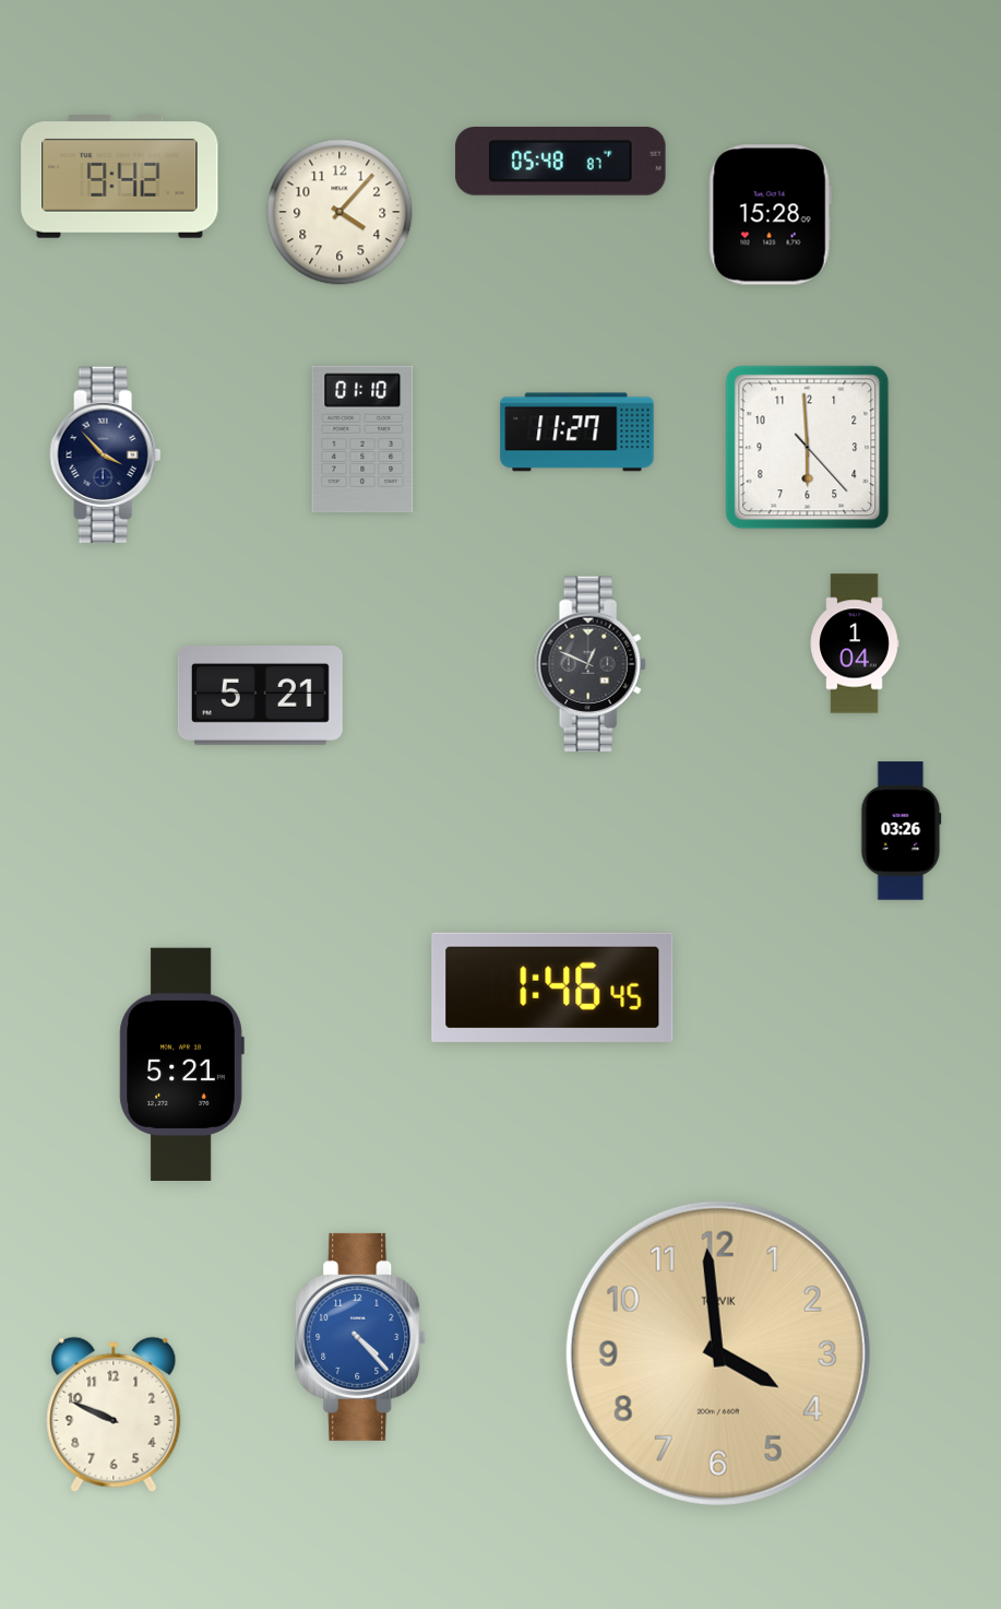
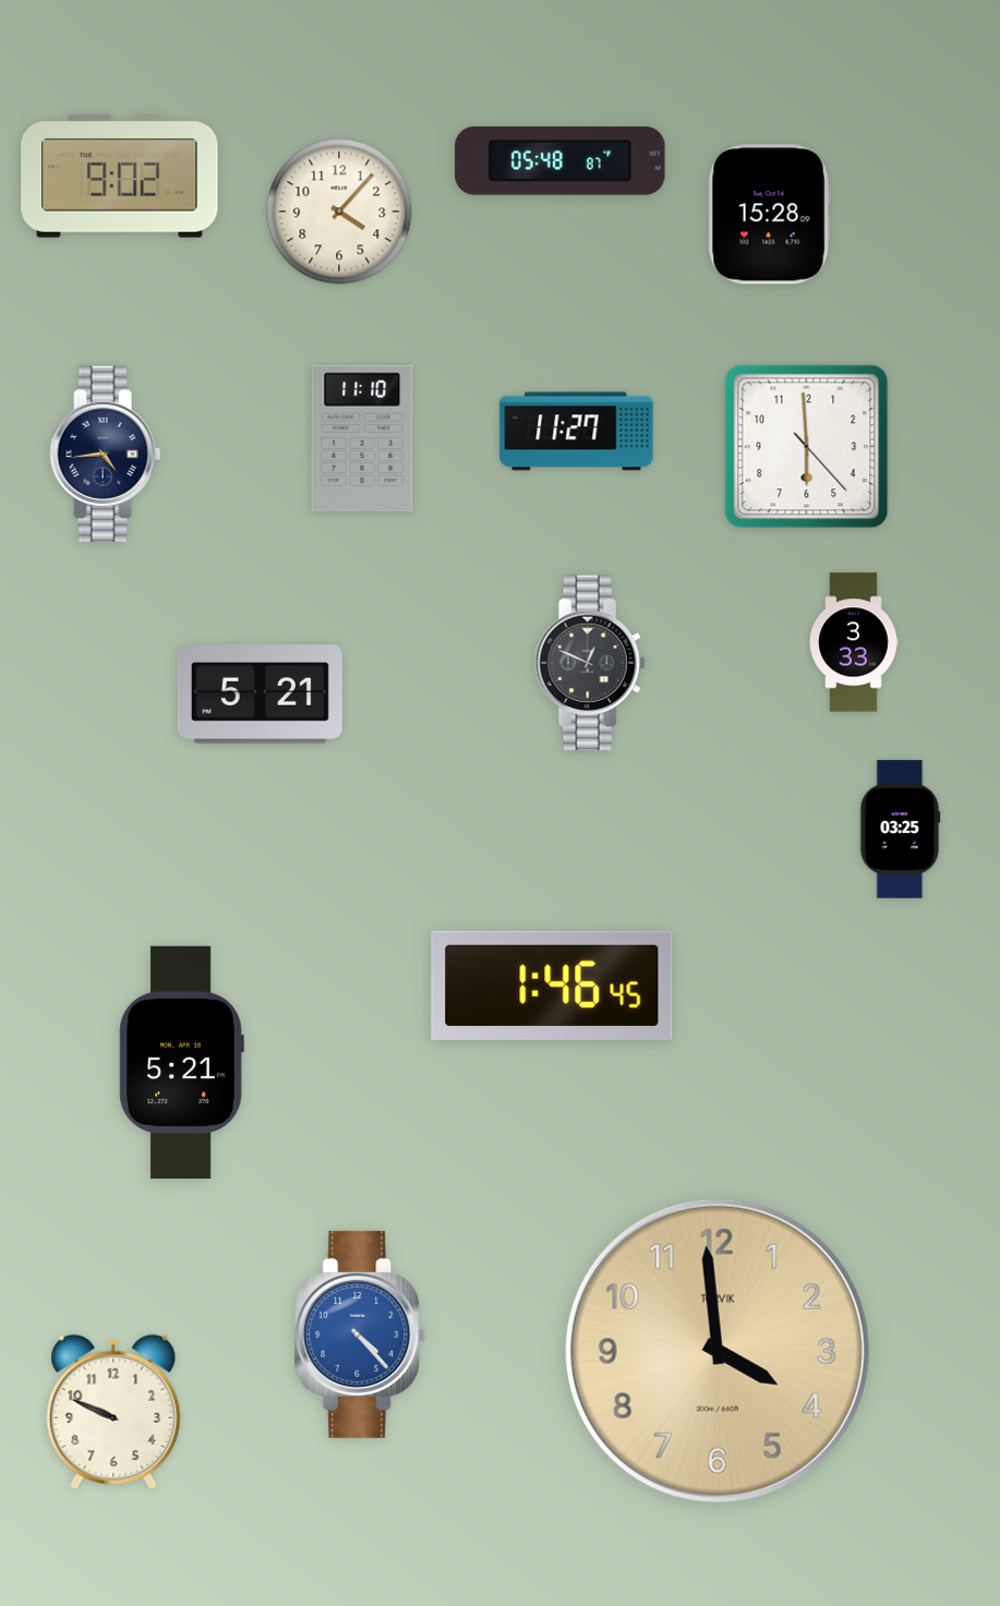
clock at (120, 177): 9:42 -> 9:02
clock at (362, 439): 01:10 -> 11:10
clock at (106, 454): 3:53 -> 4:44
clock at (855, 643): 1:04 -> 3:33
clock at (902, 831): 03:26 -> 03:25
